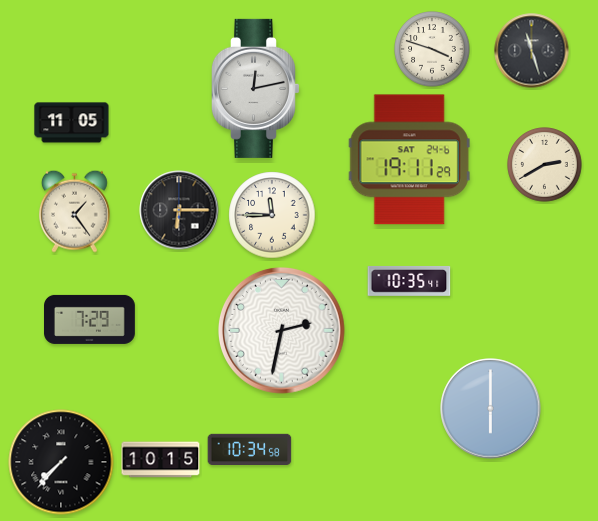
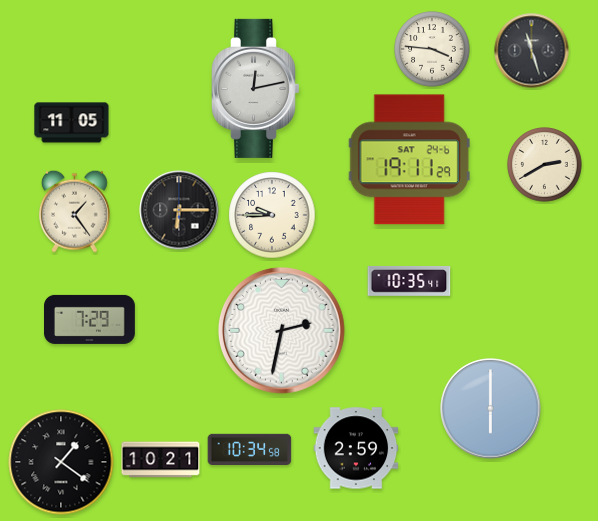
clock at (432, 49): 3:48 -> 3:46
clock at (272, 215): 11:45 -> 9:45
clock at (356, 448): none -> 2:59
clock at (161, 460): 10:15 -> 10:21
clock at (61, 462): 7:37 -> 1:21
